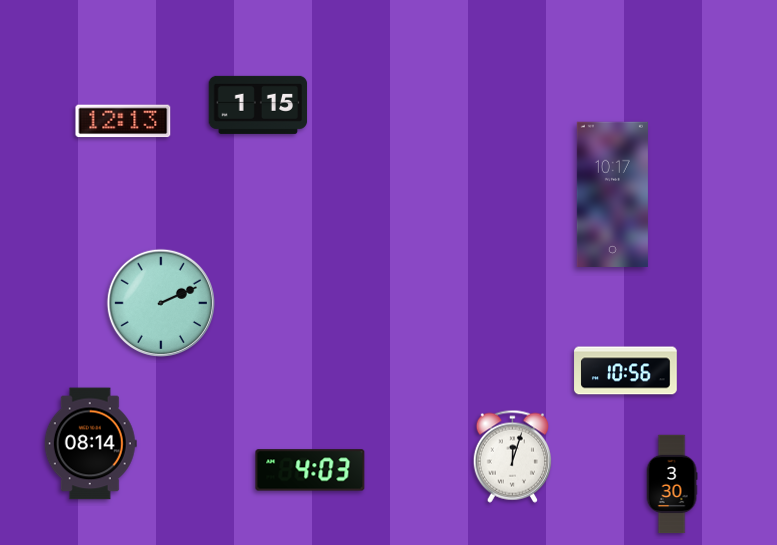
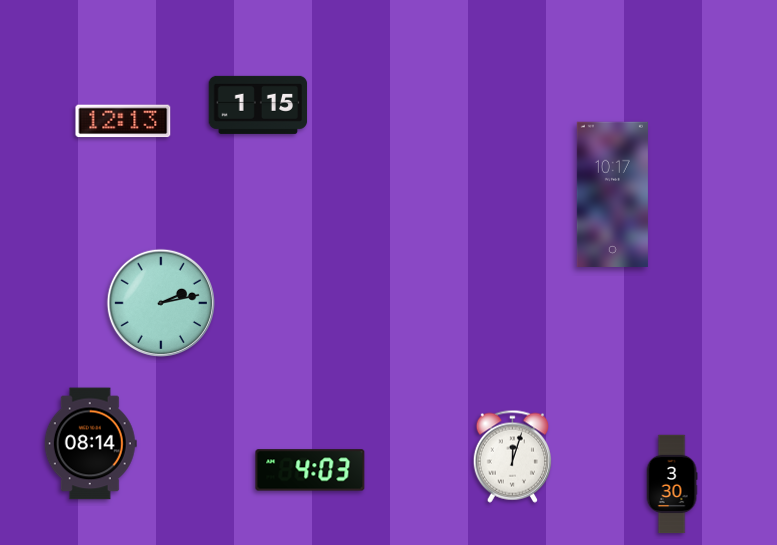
clock at (160, 302): 2:11 -> 2:13
clock at (626, 371): 10:56 -> none
